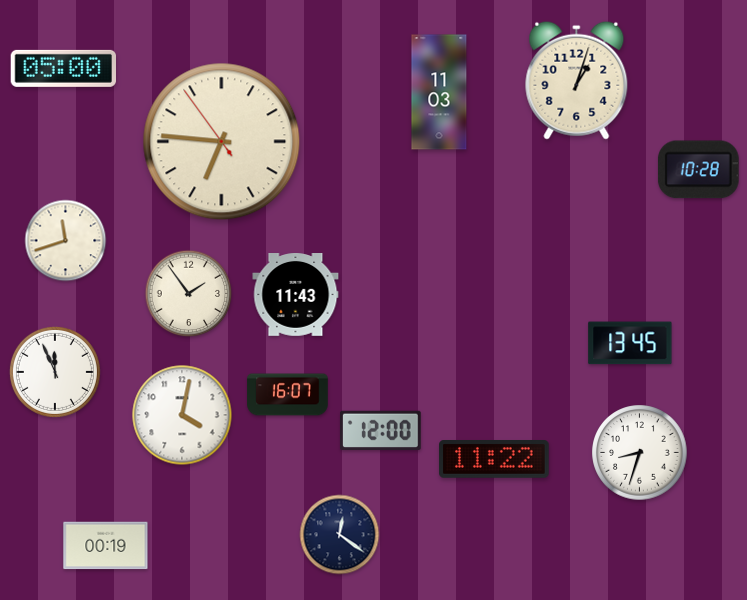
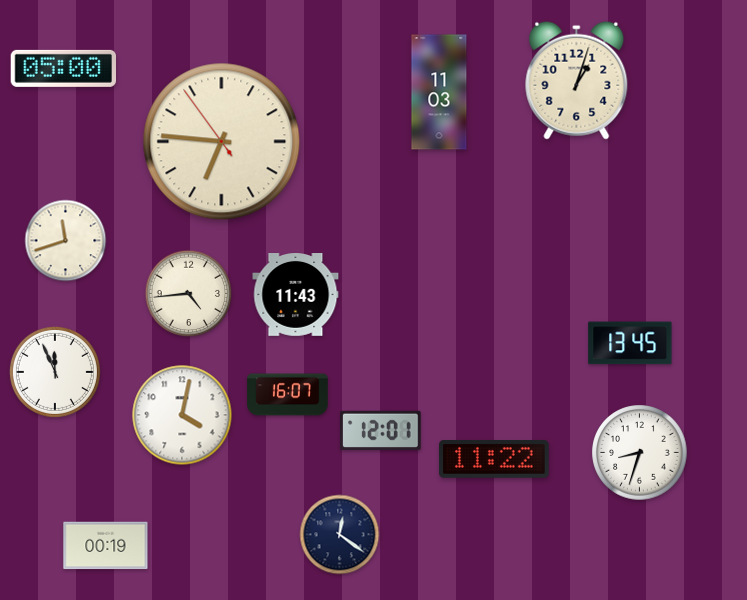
clock at (698, 170): 10:28 -> none
clock at (189, 294): 1:54 -> 4:44
clock at (381, 431): 12:00 -> 12:01
